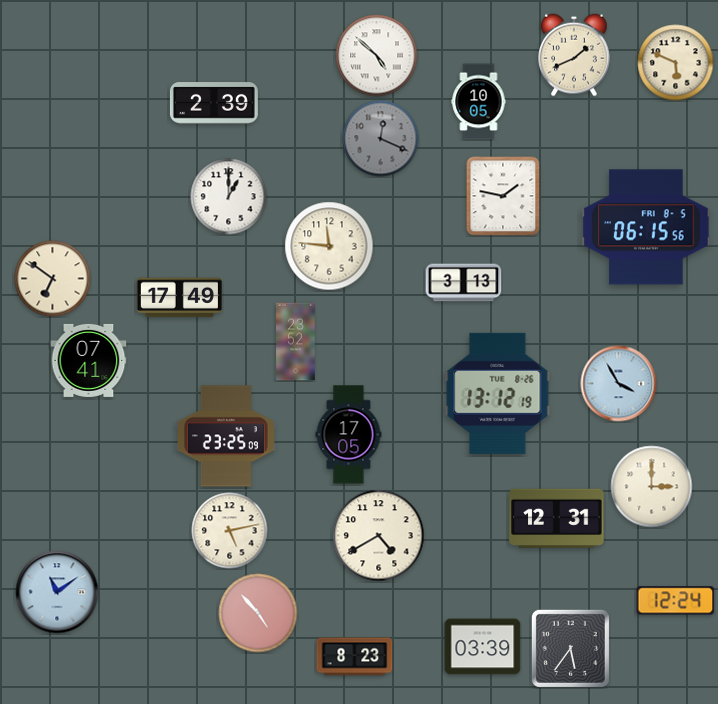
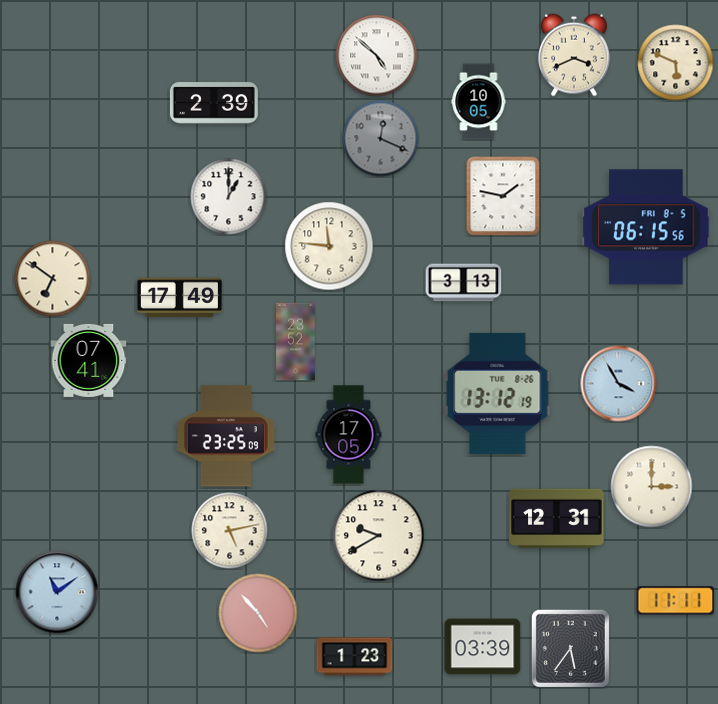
clock at (575, 55): 1:41 -> 3:41
clock at (379, 536): 4:40 -> 9:40
clock at (676, 601): 12:24 -> 11:11
clock at (355, 657): 8:23 -> 1:23
